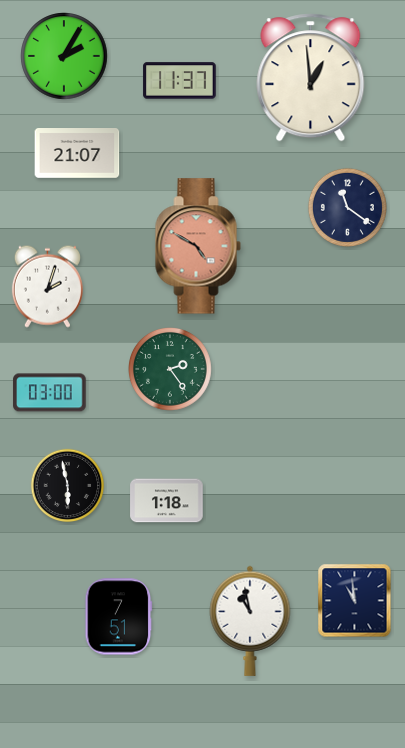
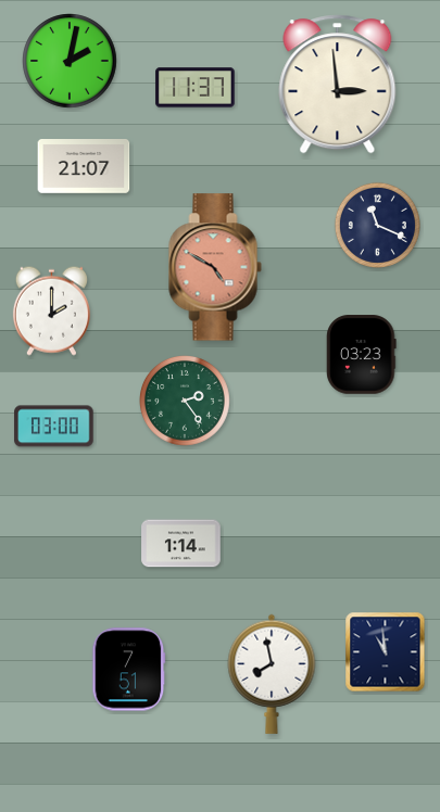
clock at (64, 56): 2:05 -> 2:02
clock at (311, 78): 12:59 -> 2:59
clock at (347, 207): 11:21 -> 11:19
clock at (47, 286): 2:03 -> 2:00
clock at (362, 355): none -> 03:23
clock at (68, 486): 5:58 -> none
clock at (167, 501): 1:18 -> 1:14
clock at (250, 621): 10:58 -> 7:58
